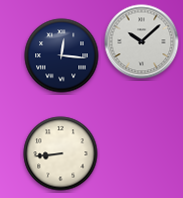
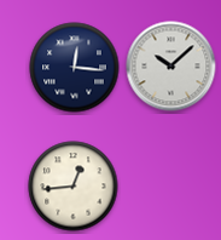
clock at (142, 42) position: (142, 42) -> (171, 67)
clock at (61, 154): 8:44 -> 12:44
